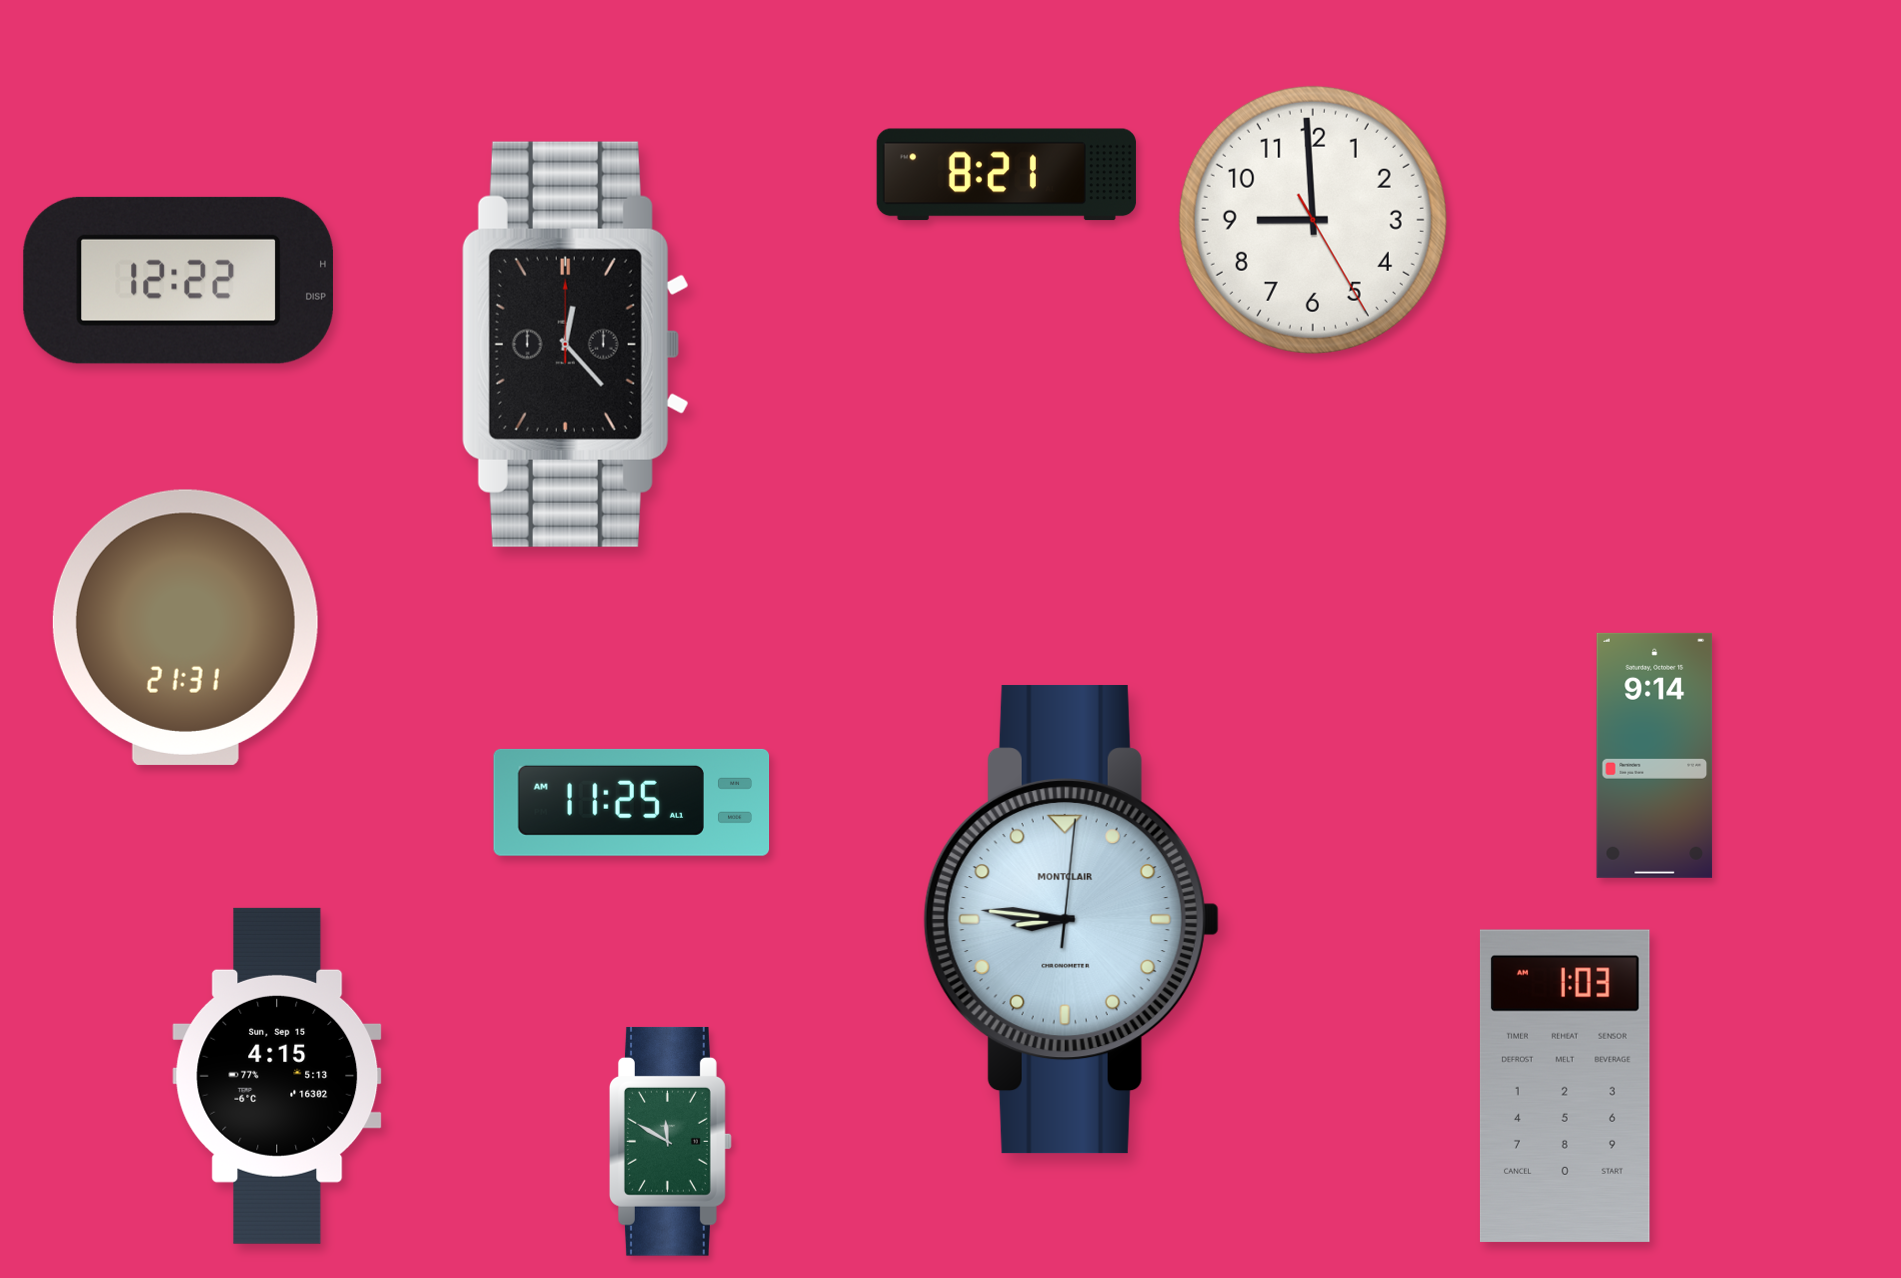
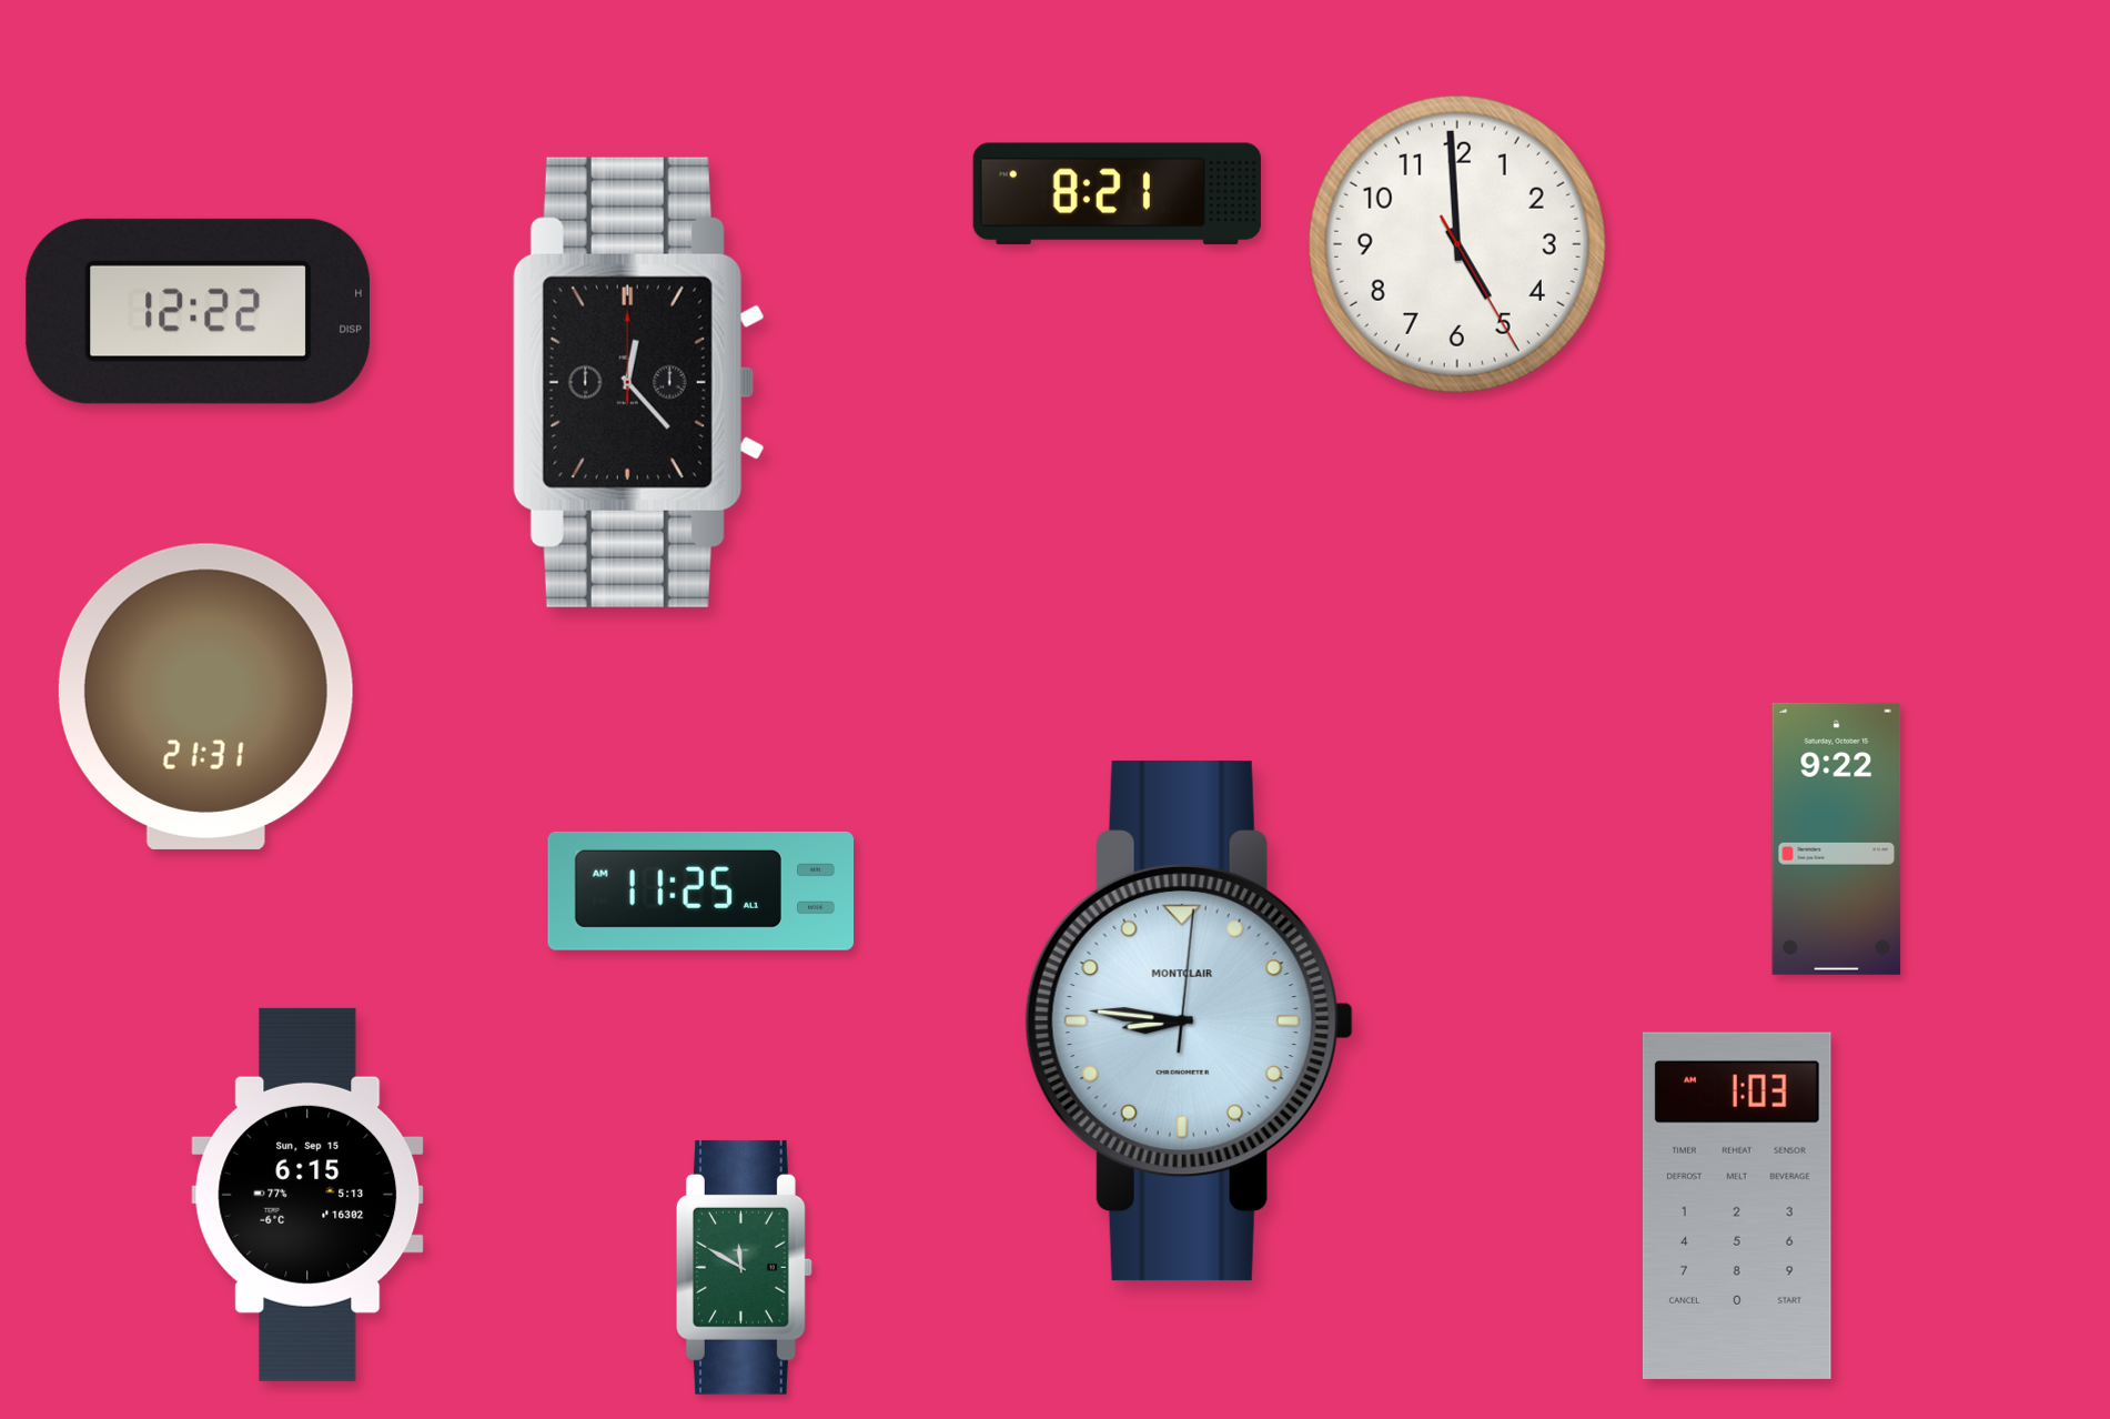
clock at (1313, 220): 8:59 -> 4:59
clock at (1655, 755): 9:14 -> 9:22
clock at (277, 1076): 4:15 -> 6:15
